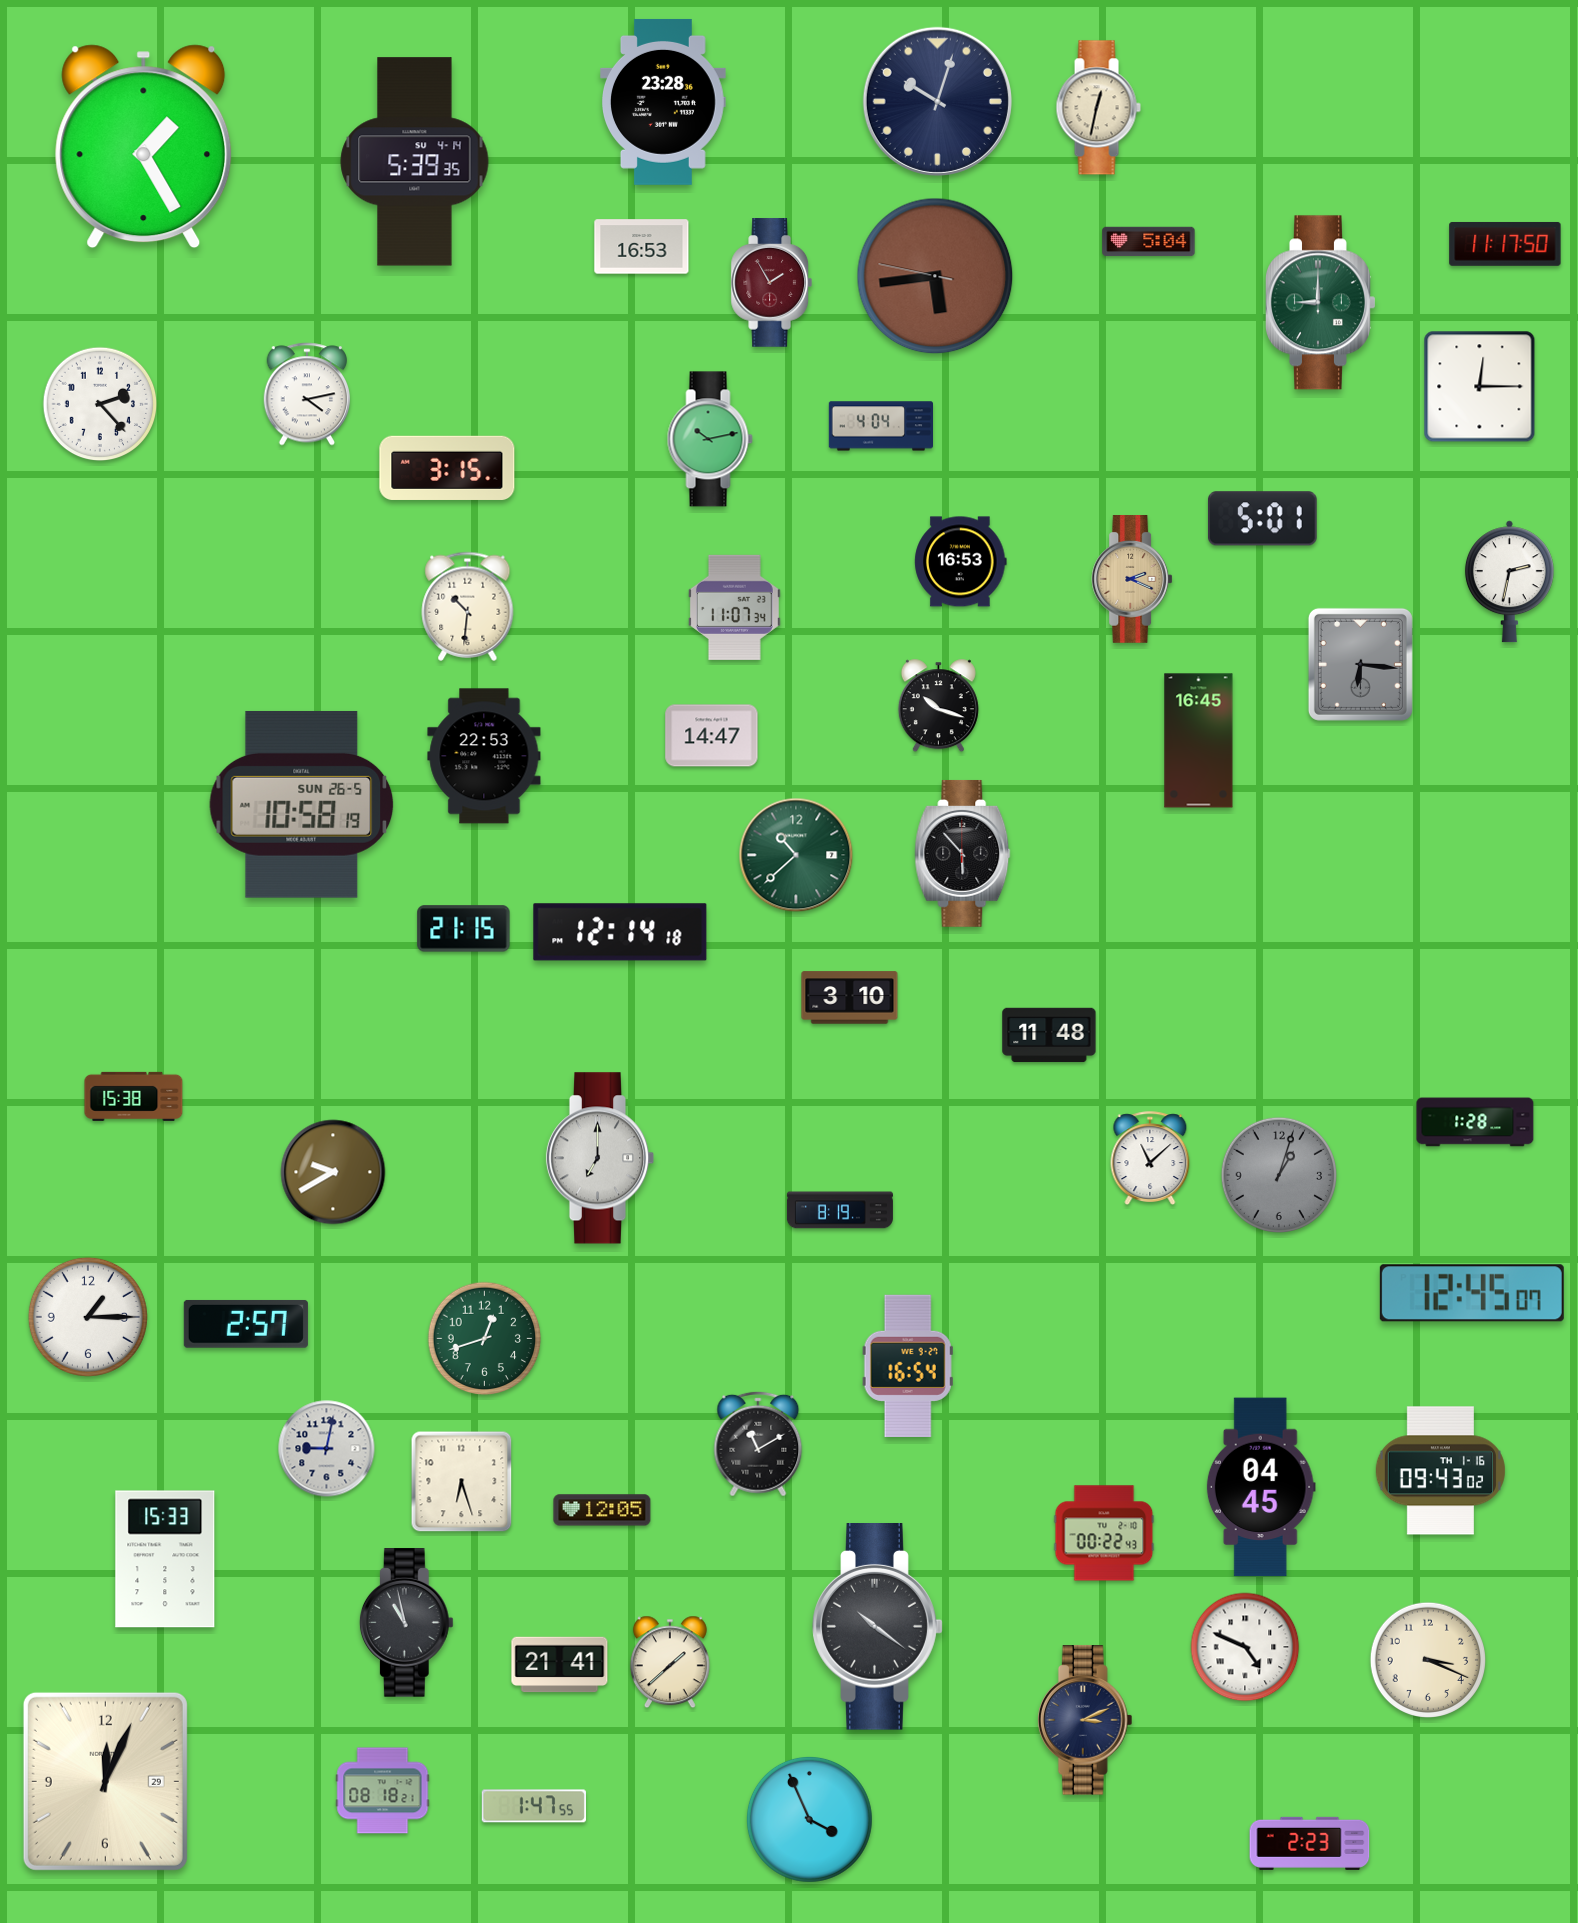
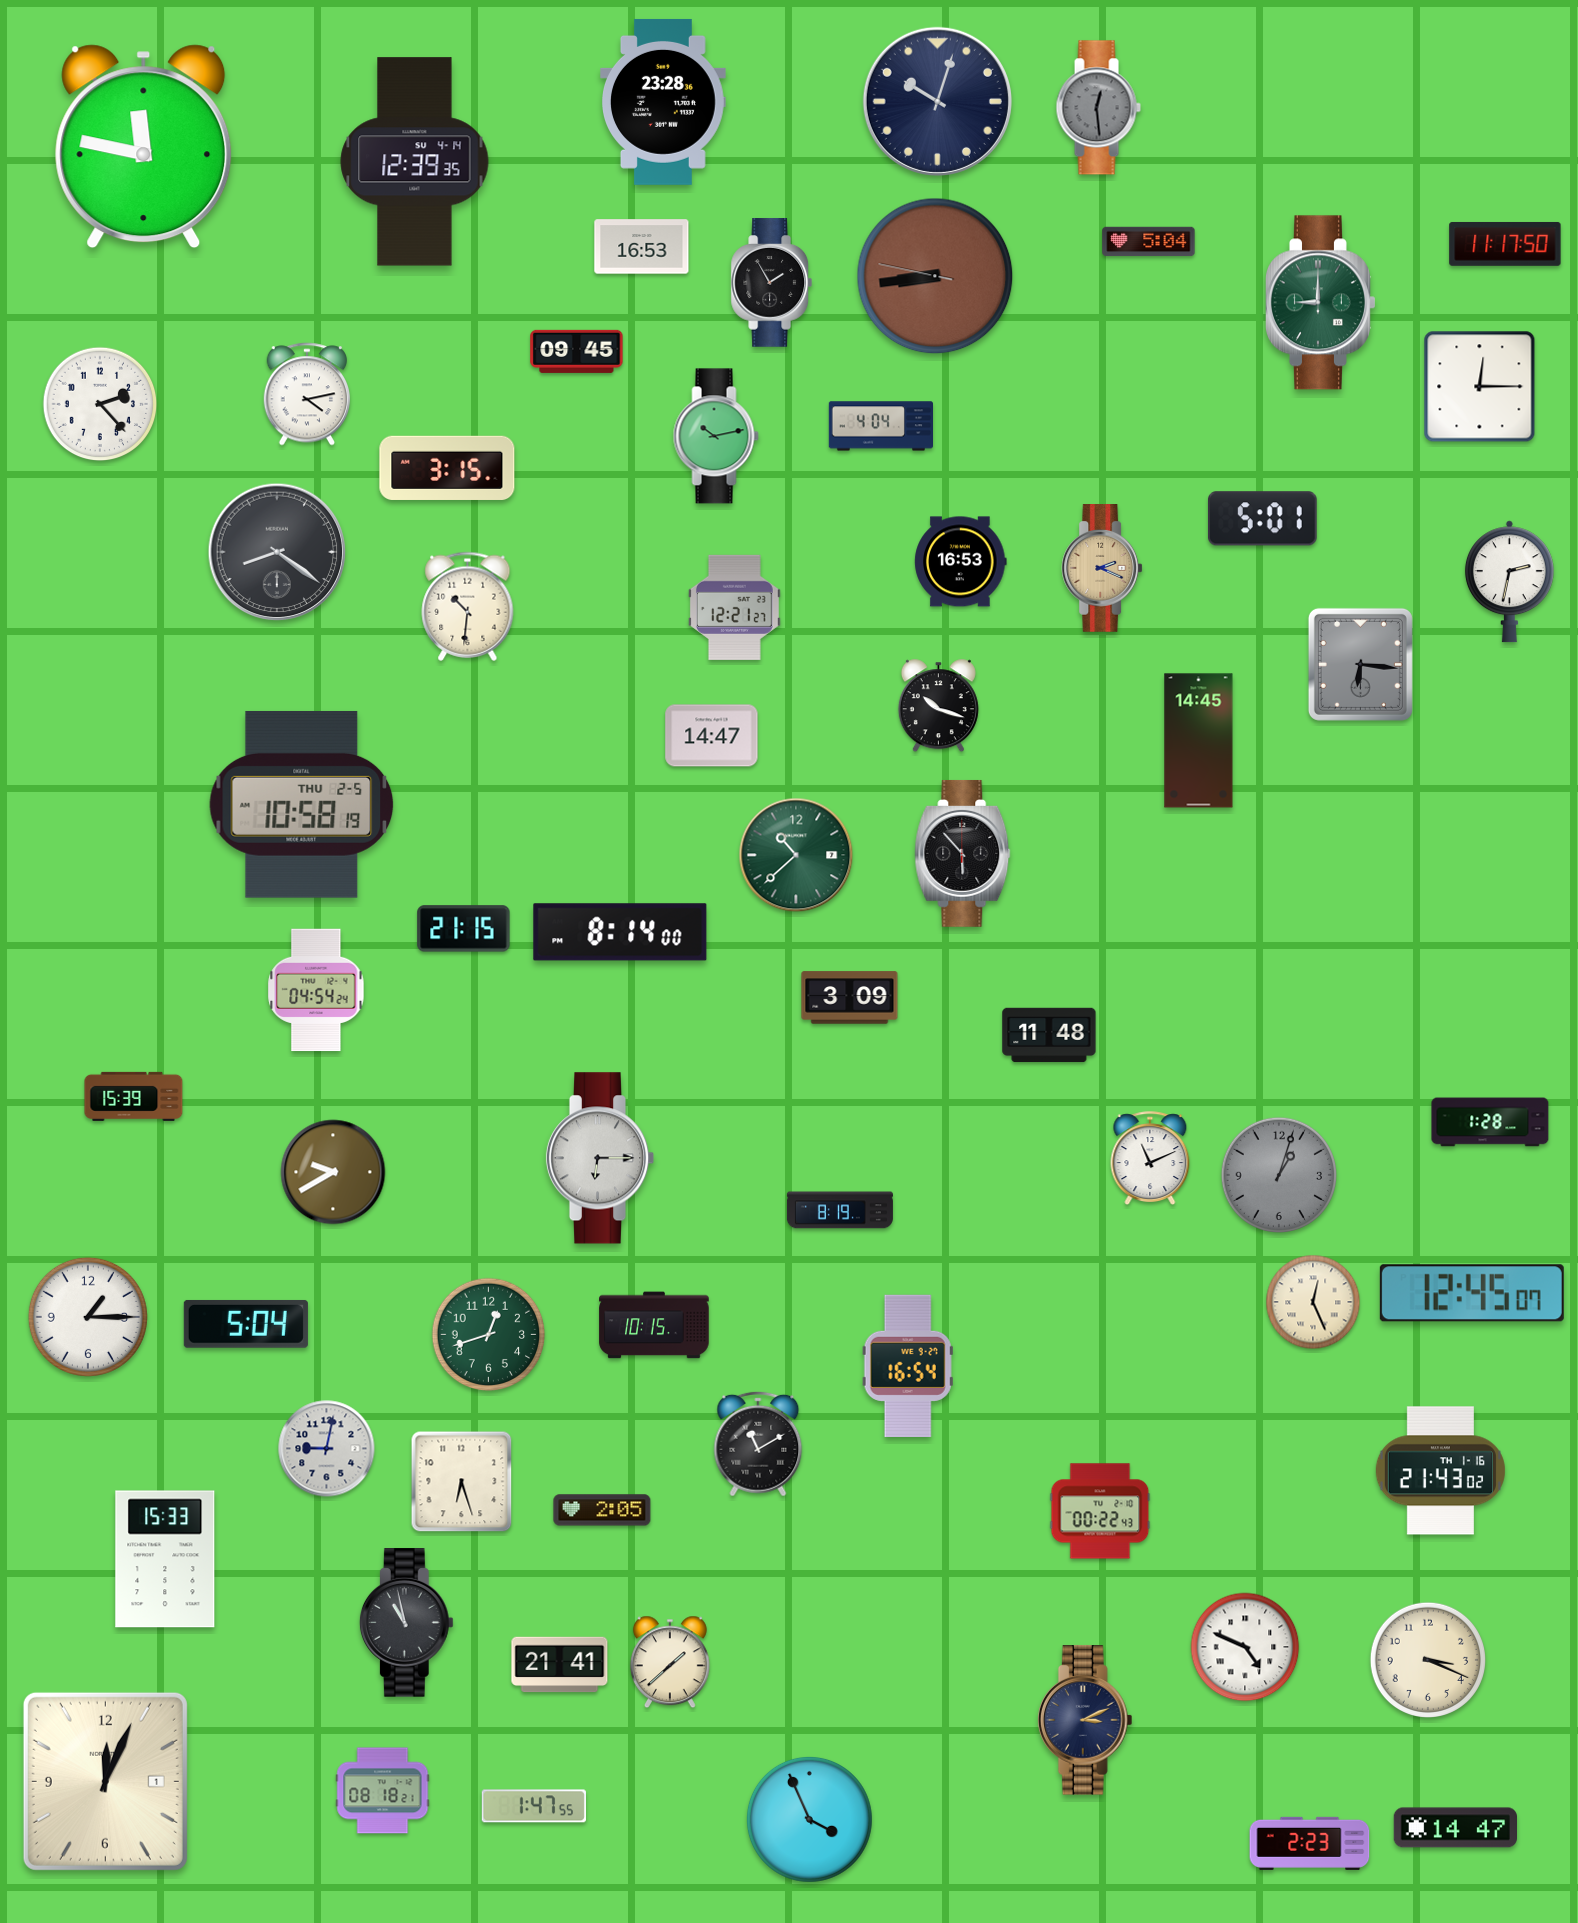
clock at (1098, 108): 12:32 -> 12:29
clock at (1098, 108) dial: cream -> grey
clock at (144, 147): 1:25 -> 11:47
clock at (415, 162): 5:39 -> 12:39
clock at (935, 276): 5:43 -> 8:43
clock at (771, 283) dial: burgundy -> black
clock at (577, 351): none -> 09:45
clock at (710, 439) position: (710, 439) -> (716, 436)
clock at (277, 552): none -> 8:21
clock at (1132, 580) position: (1132, 580) -> (1102, 569)
clock at (734, 607): 11:07 -> 12:21
clock at (1199, 741): 16:45 -> 14:45
clock at (484, 756): 22:53 -> none
clock at (302, 804) date: SUN 26-5 -> THU 2-5
clock at (620, 932): 12:14 -> 8:14
clock at (316, 990): none -> 04:54
clock at (850, 998): 3:10 -> 3:09
clock at (134, 1096): 15:38 -> 15:39
clock at (1475, 1122) position: (1475, 1122) -> (1490, 1122)
clock at (600, 1158): 7:00 -> 6:15
clock at (1150, 1158): 11:08 -> 11:11
clock at (1313, 1302): none -> 12:26
clock at (246, 1324): 2:57 -> 5:04
clock at (654, 1325): none -> 10:15
clock at (485, 1339) position: (485, 1339) -> (489, 1335)
clock at (1440, 1471): 09:43 -> 21:43
clock at (1261, 1487): 04:45 -> none
clock at (602, 1510): 12:05 -> 2:05
clock at (1104, 1533) position: (1104, 1533) -> (1100, 1511)
clock at (878, 1627): 10:21 -> none
clock at (105, 1781) date: 29 -> 1
clock at (1455, 1828): none -> 14:47
